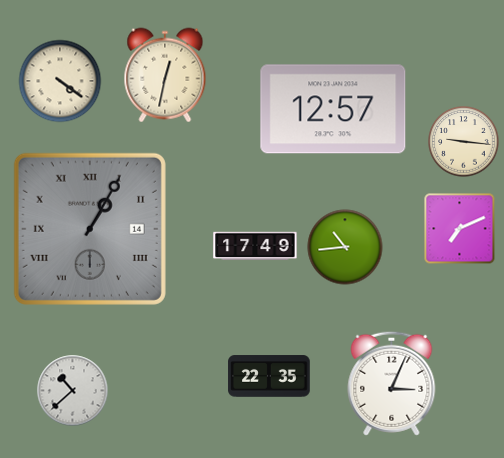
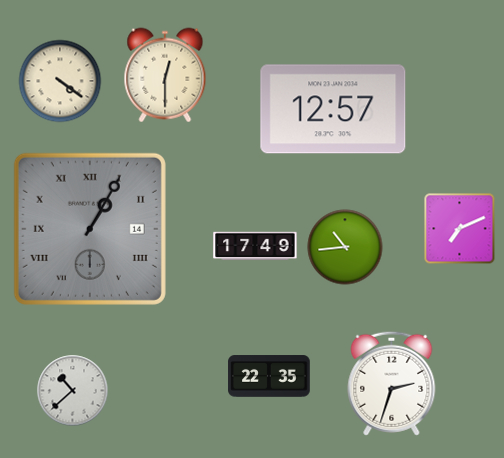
clock at (165, 75): 12:32 -> 12:30
clock at (464, 142): 9:16 -> none
clock at (392, 383): 3:04 -> 2:33
